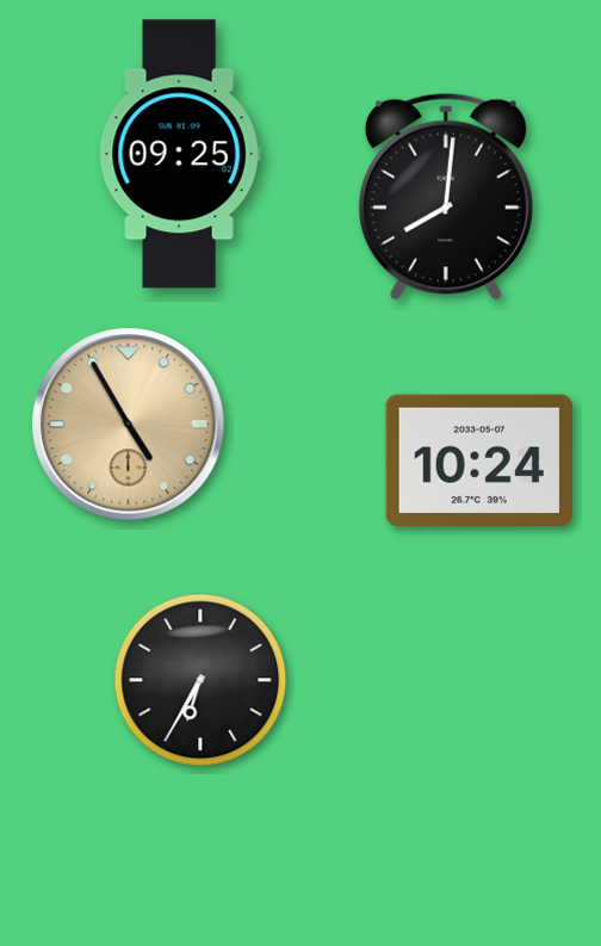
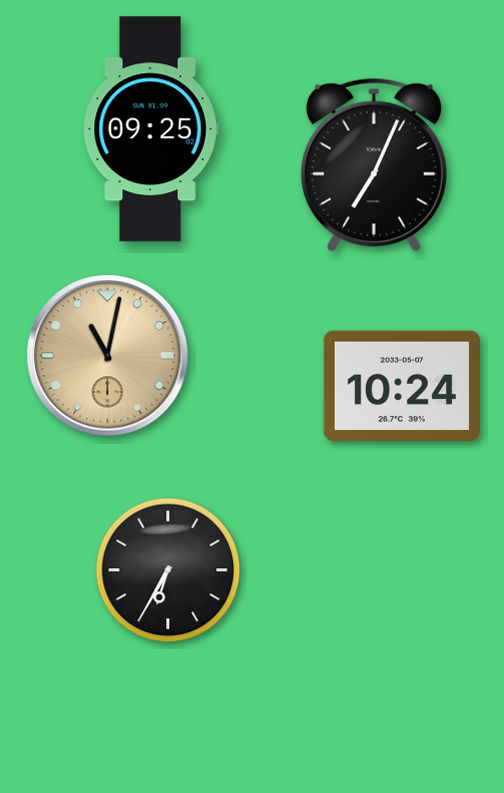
clock at (446, 197): 8:01 -> 7:04
clock at (129, 425): 4:55 -> 11:02
